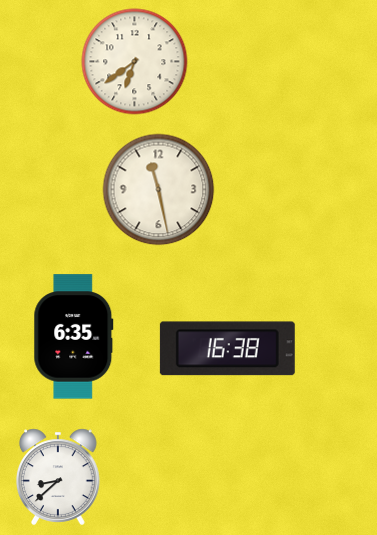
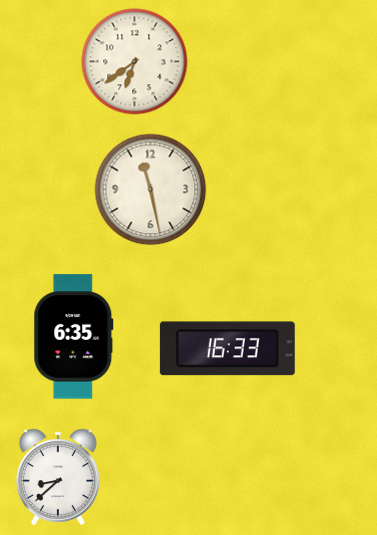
clock at (159, 190) position: (159, 190) -> (151, 190)
clock at (227, 349): 16:38 -> 16:33
